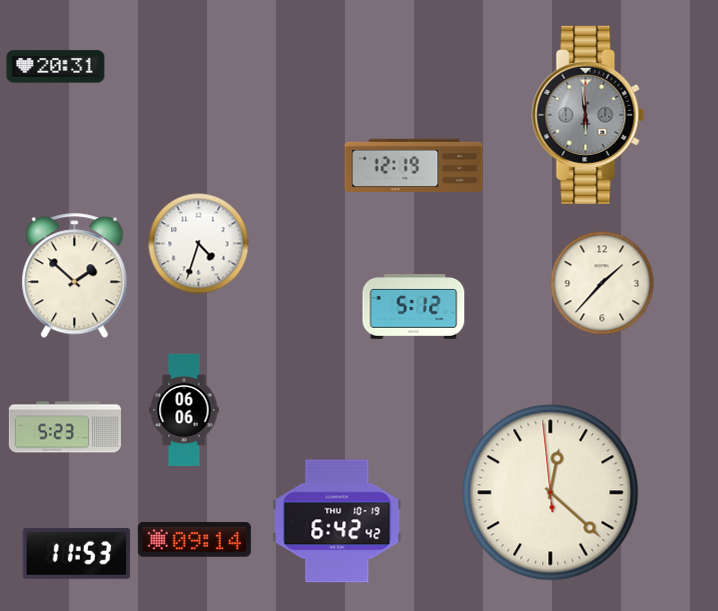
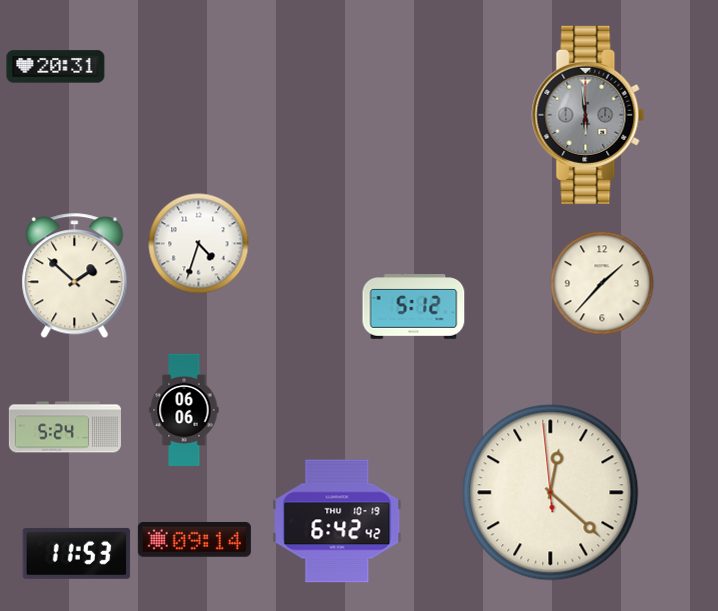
clock at (414, 166): 12:19 -> none
clock at (65, 427): 5:23 -> 5:24
